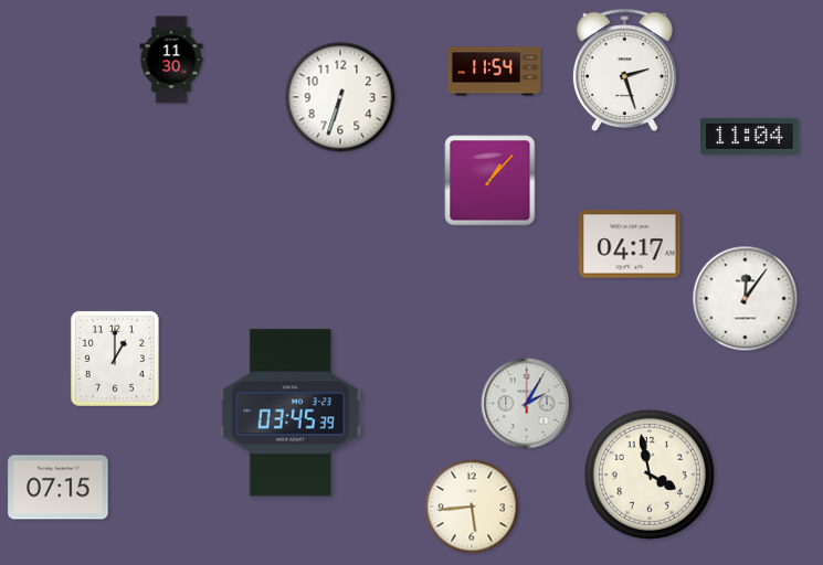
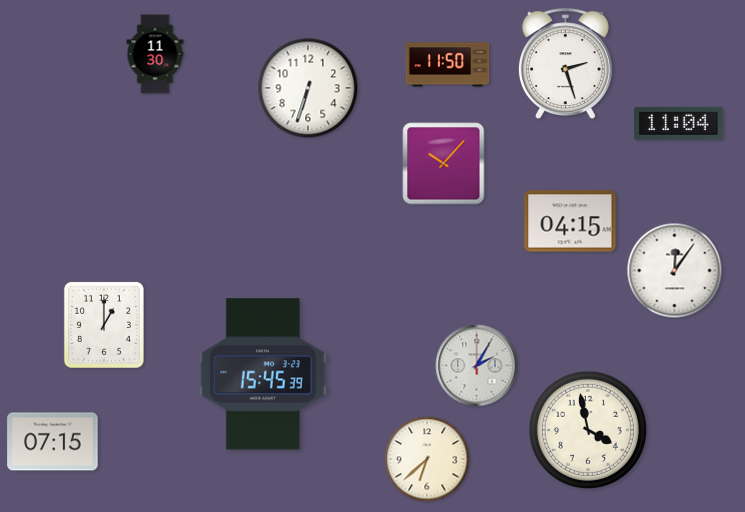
clock at (495, 72): 11:54 -> 11:50
clock at (490, 181): 1:07 -> 10:07
clock at (630, 244): 04:17 -> 04:15
clock at (291, 413): 03:45 -> 15:45
clock at (472, 507): 5:44 -> 6:38
